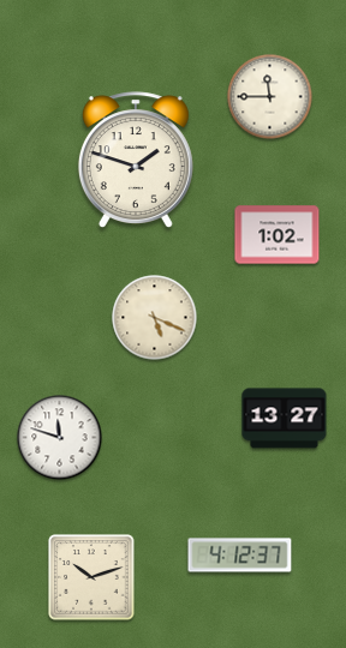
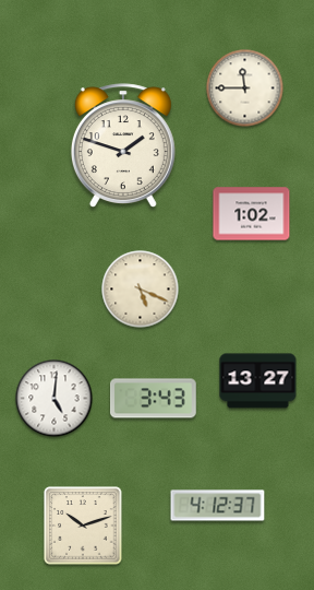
clock at (60, 438): 11:48 -> 5:01
clock at (154, 399): none -> 3:43
